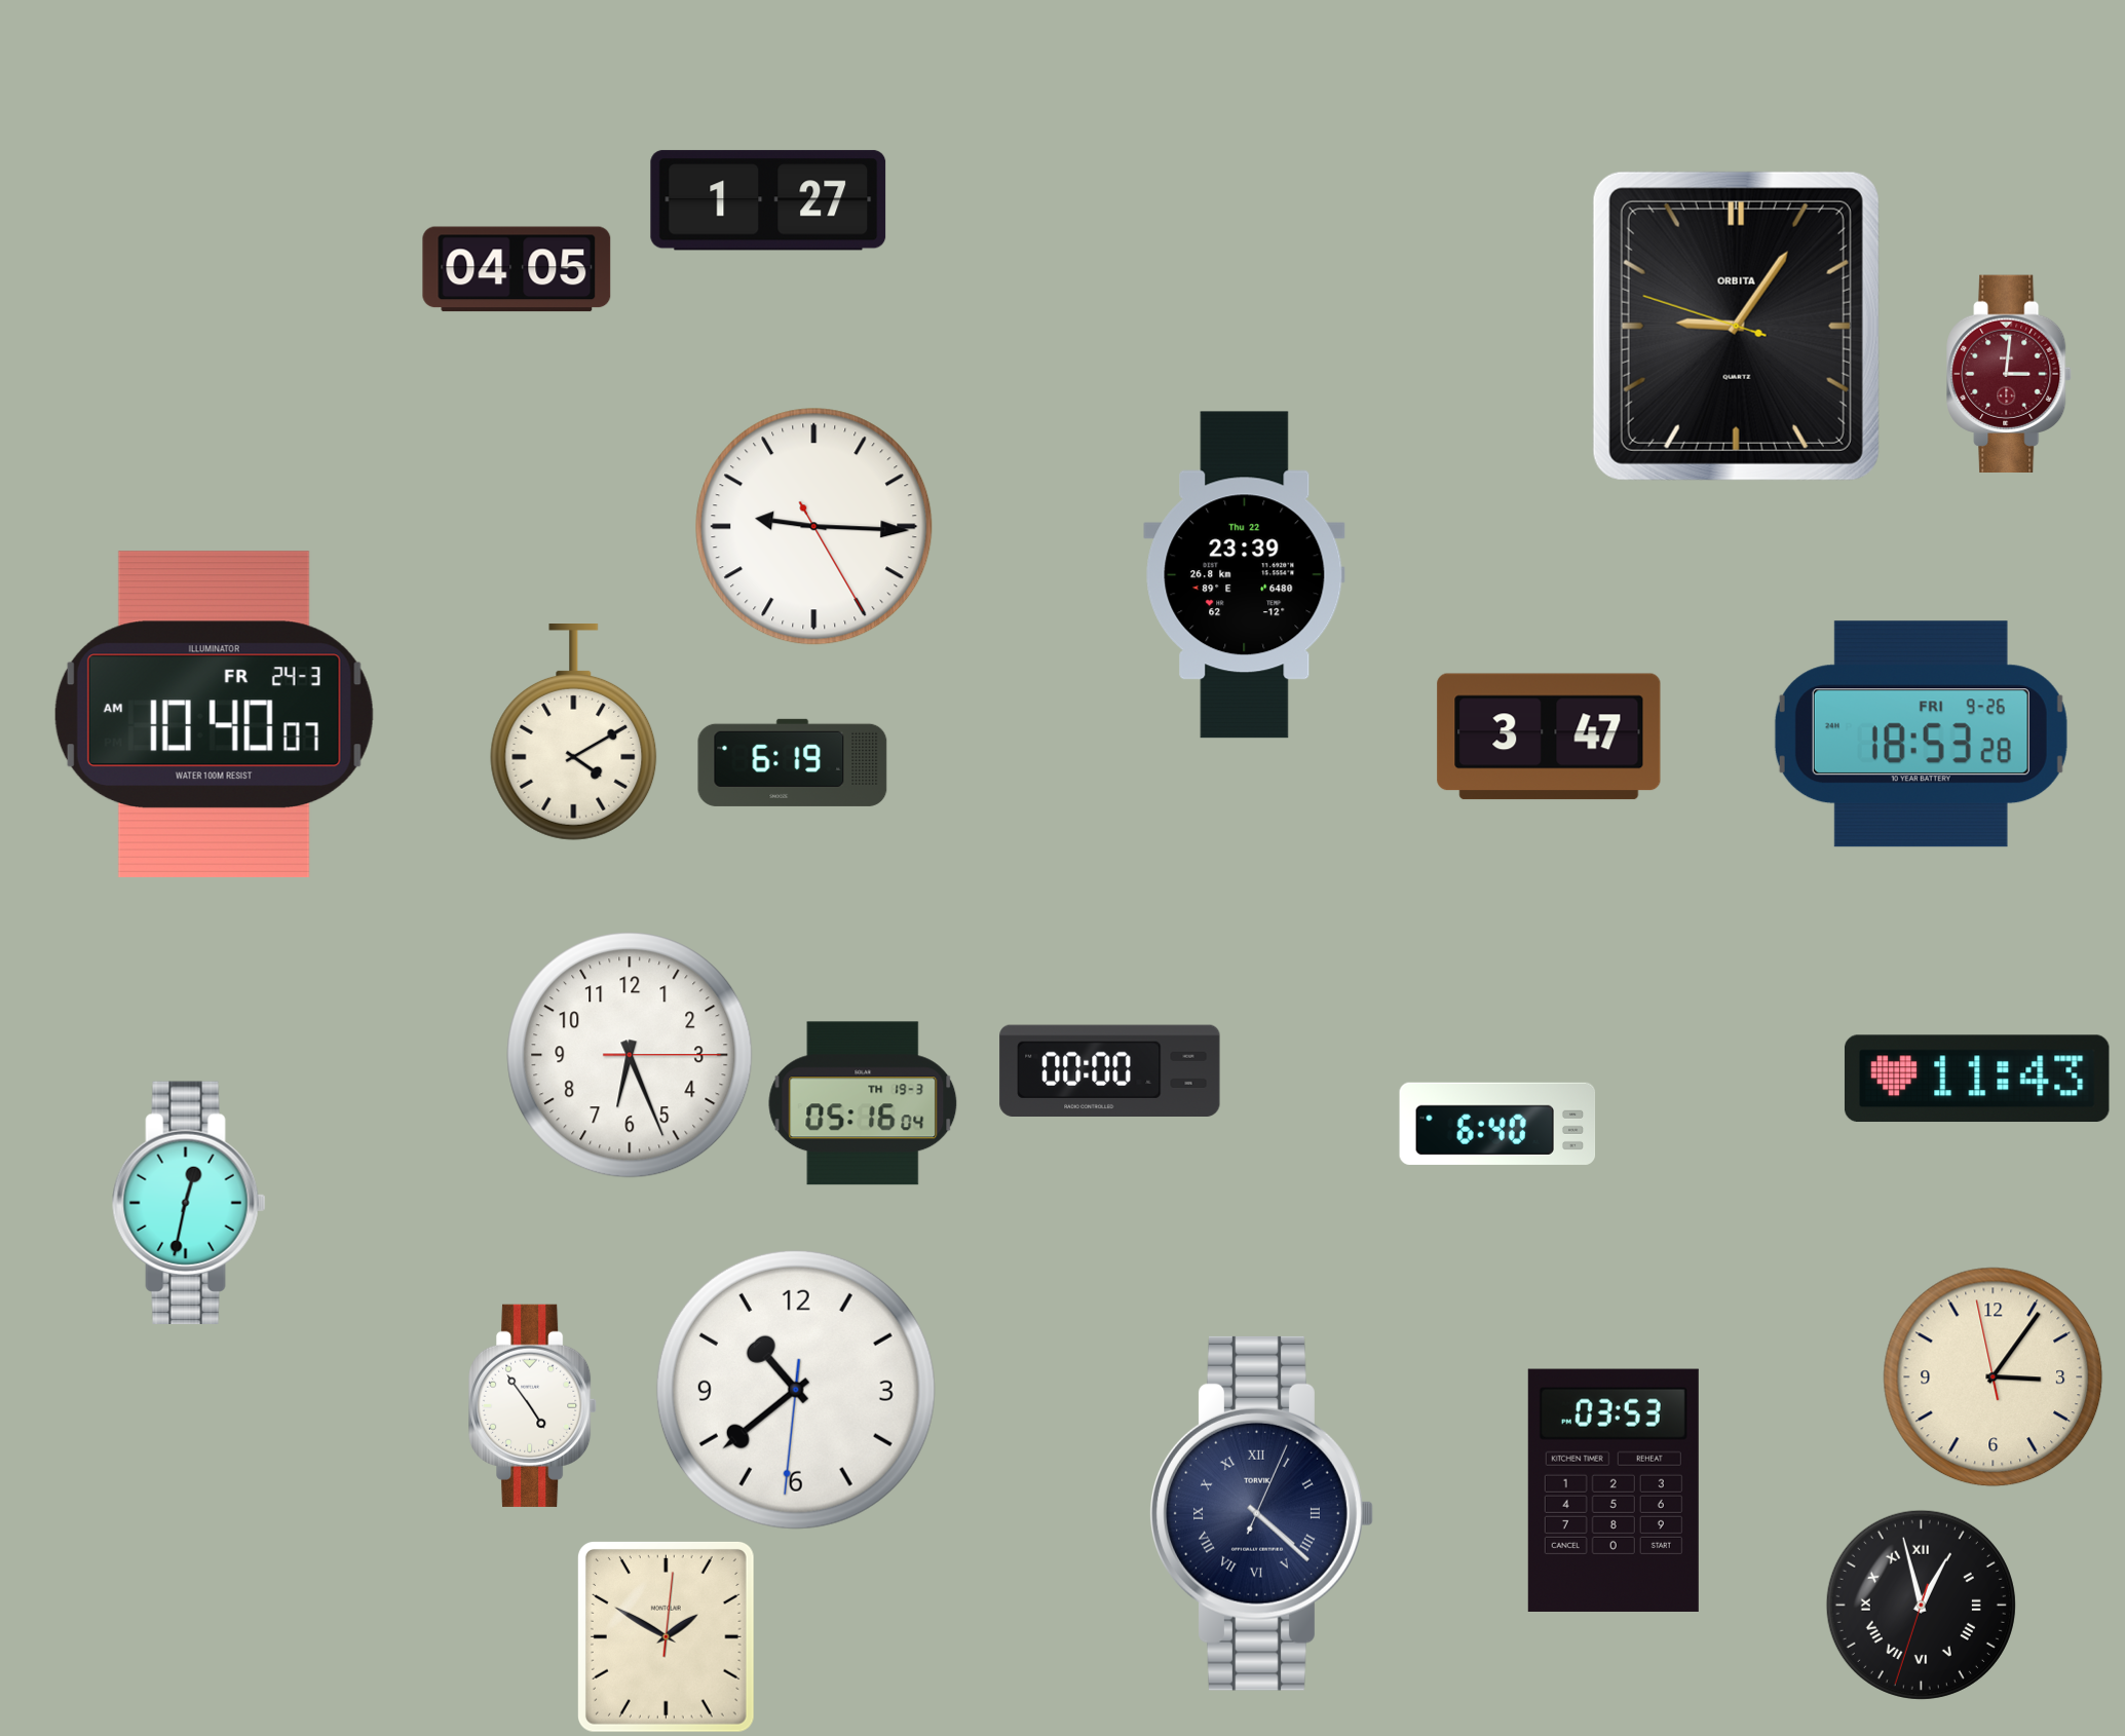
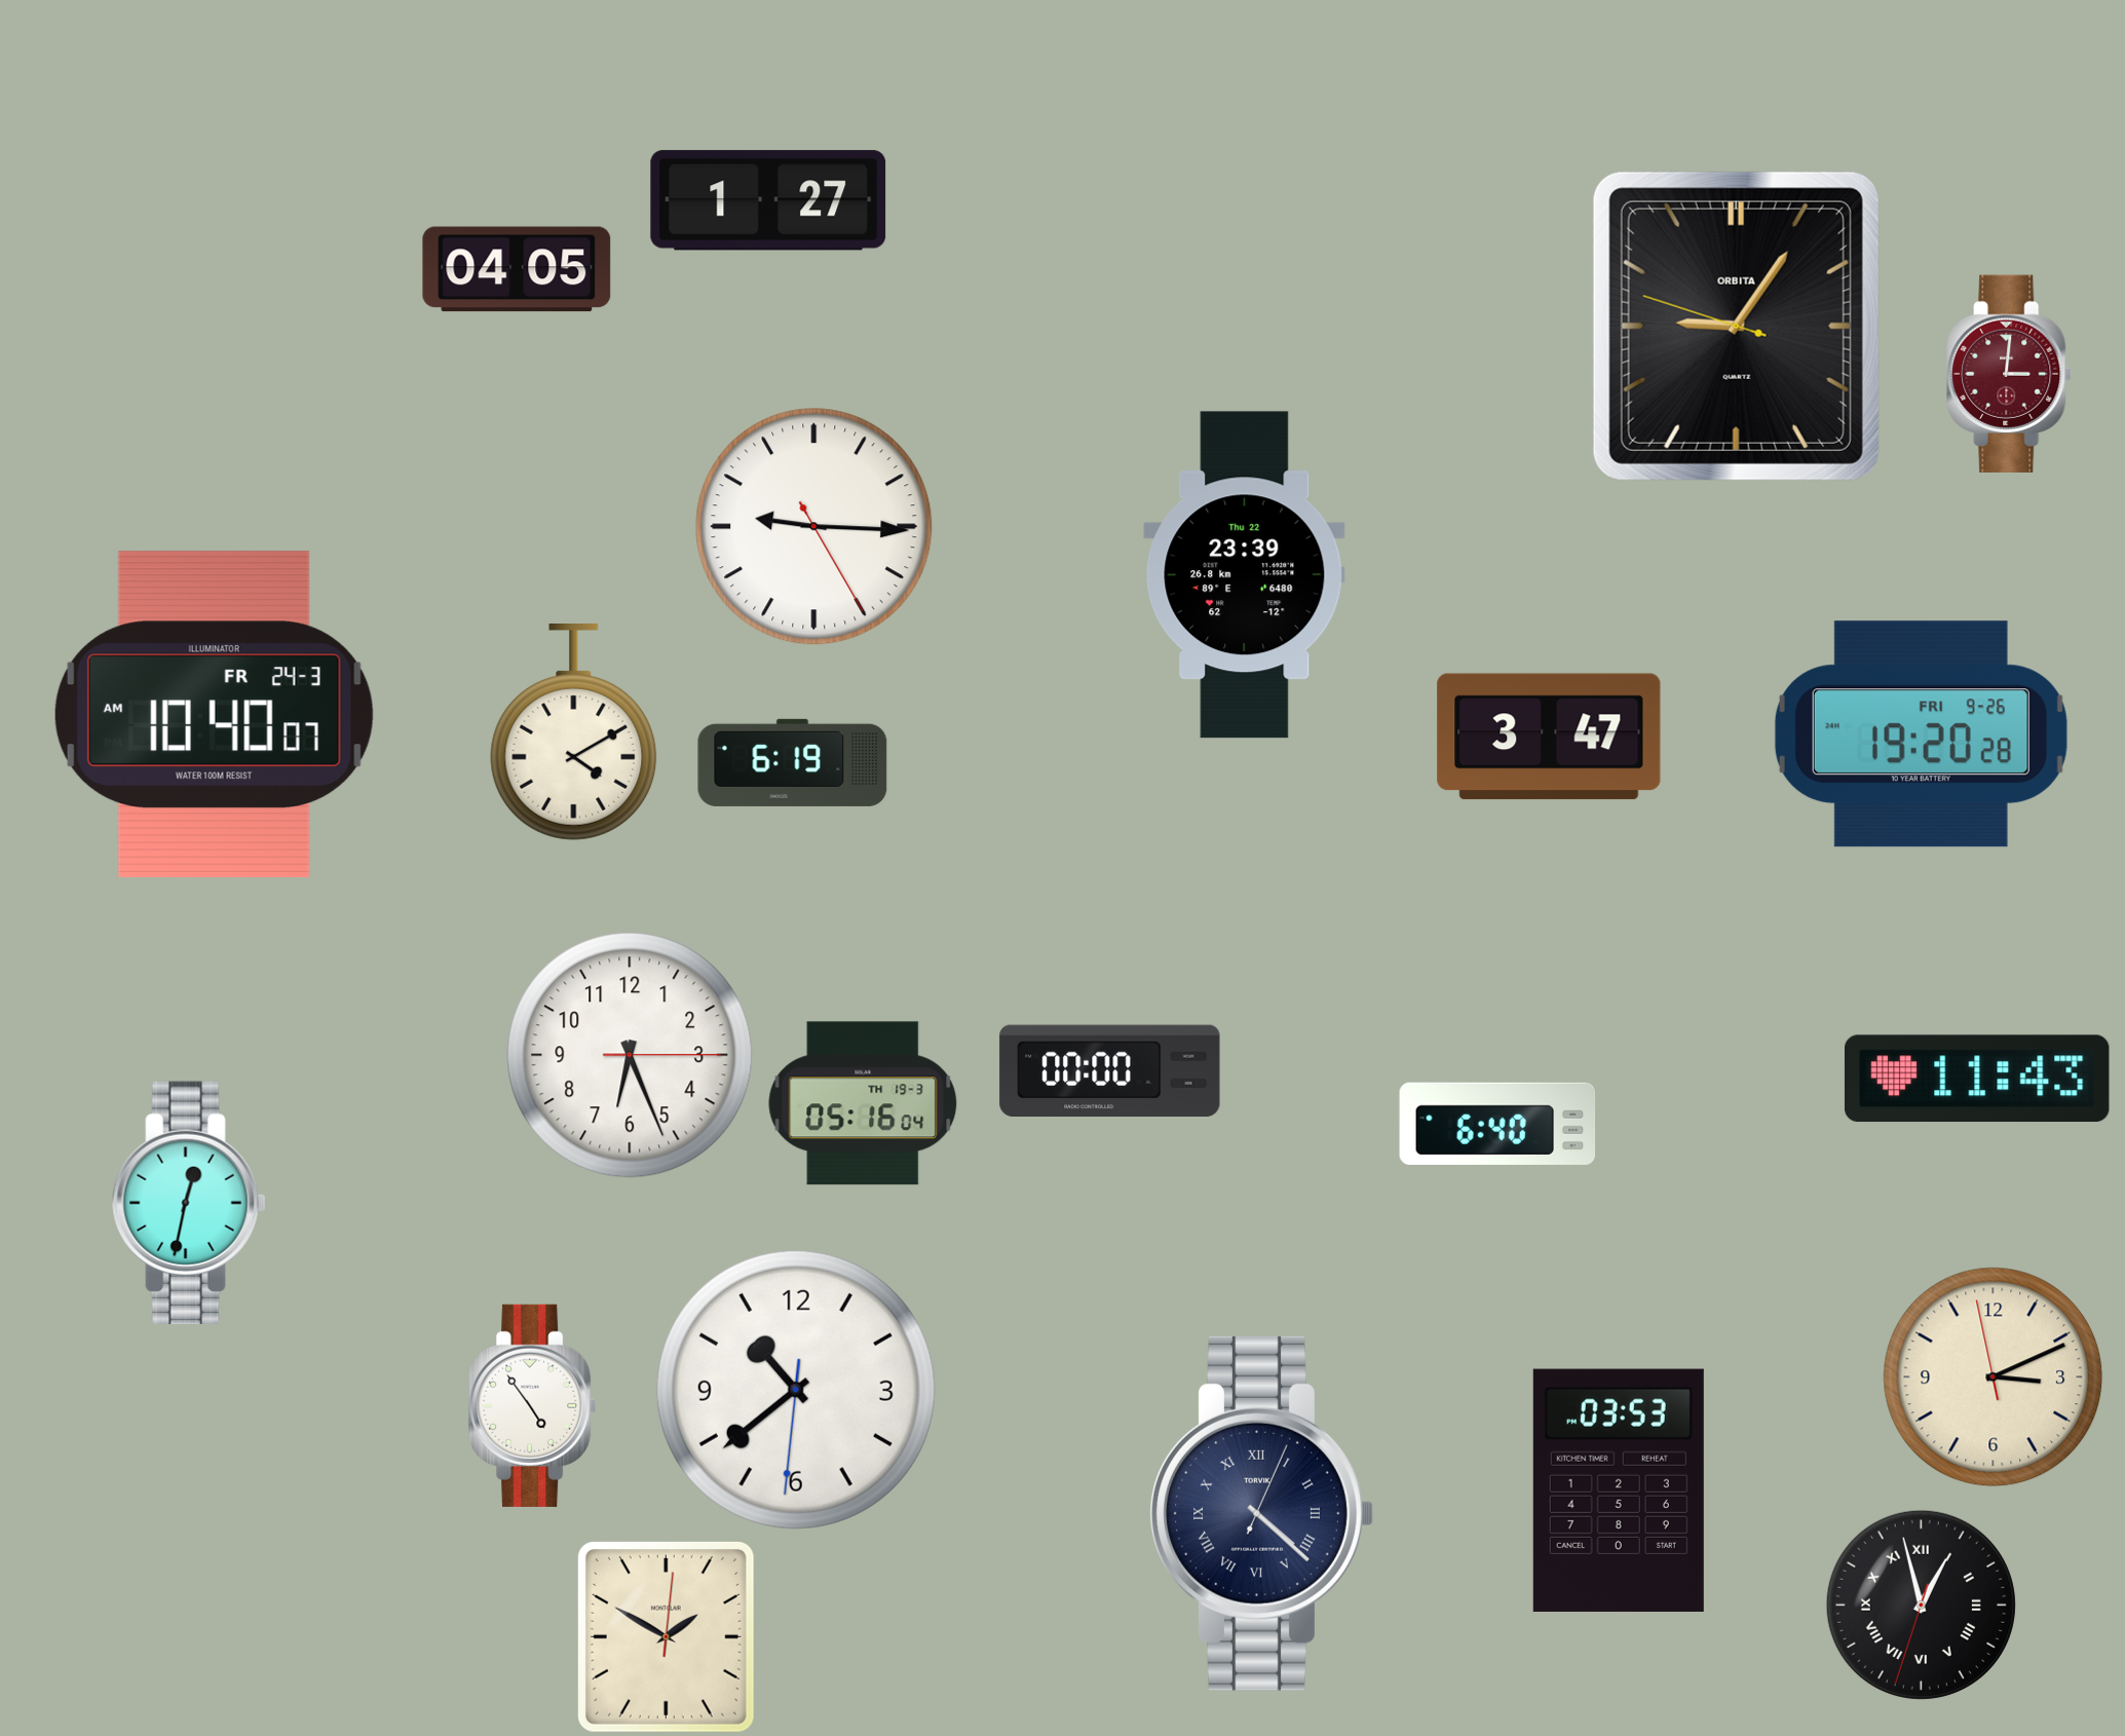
clock at (1921, 734): 18:53 -> 19:20
clock at (1994, 1378): 3:05 -> 3:10
clock at (1614, 1490) position: (1614, 1490) -> (1619, 1490)
